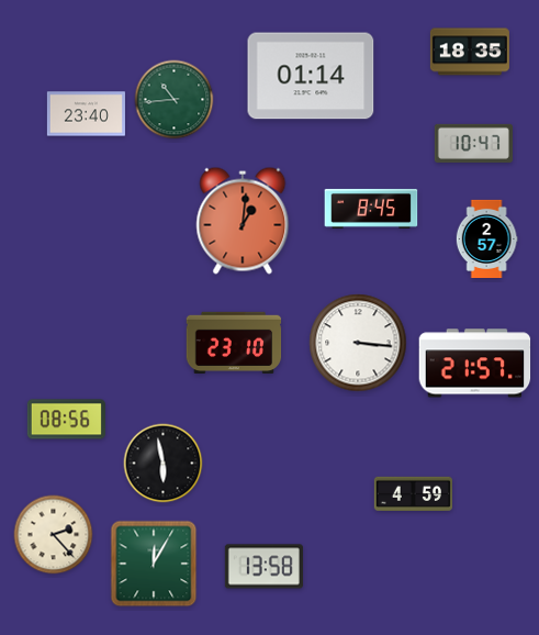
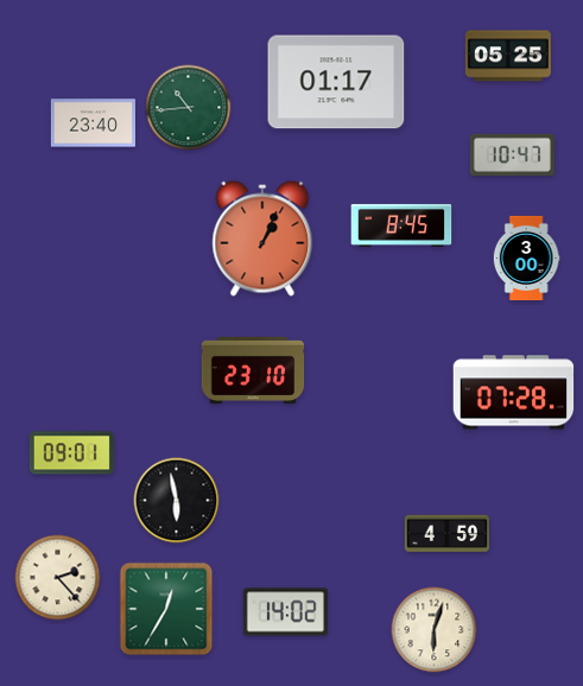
clock at (470, 52): 18:35 -> 05:25
clock at (311, 76): 01:14 -> 01:17
clock at (243, 221): 1:01 -> 1:04
clock at (486, 238): 2:57 -> 3:00
clock at (358, 343): 3:16 -> none
clock at (475, 364): 21:57 -> 07:28
clock at (66, 420): 08:56 -> 09:01
clock at (154, 564): 12:05 -> 12:35
clock at (263, 567): 13:58 -> 14:02
clock at (435, 630): none -> 6:03
